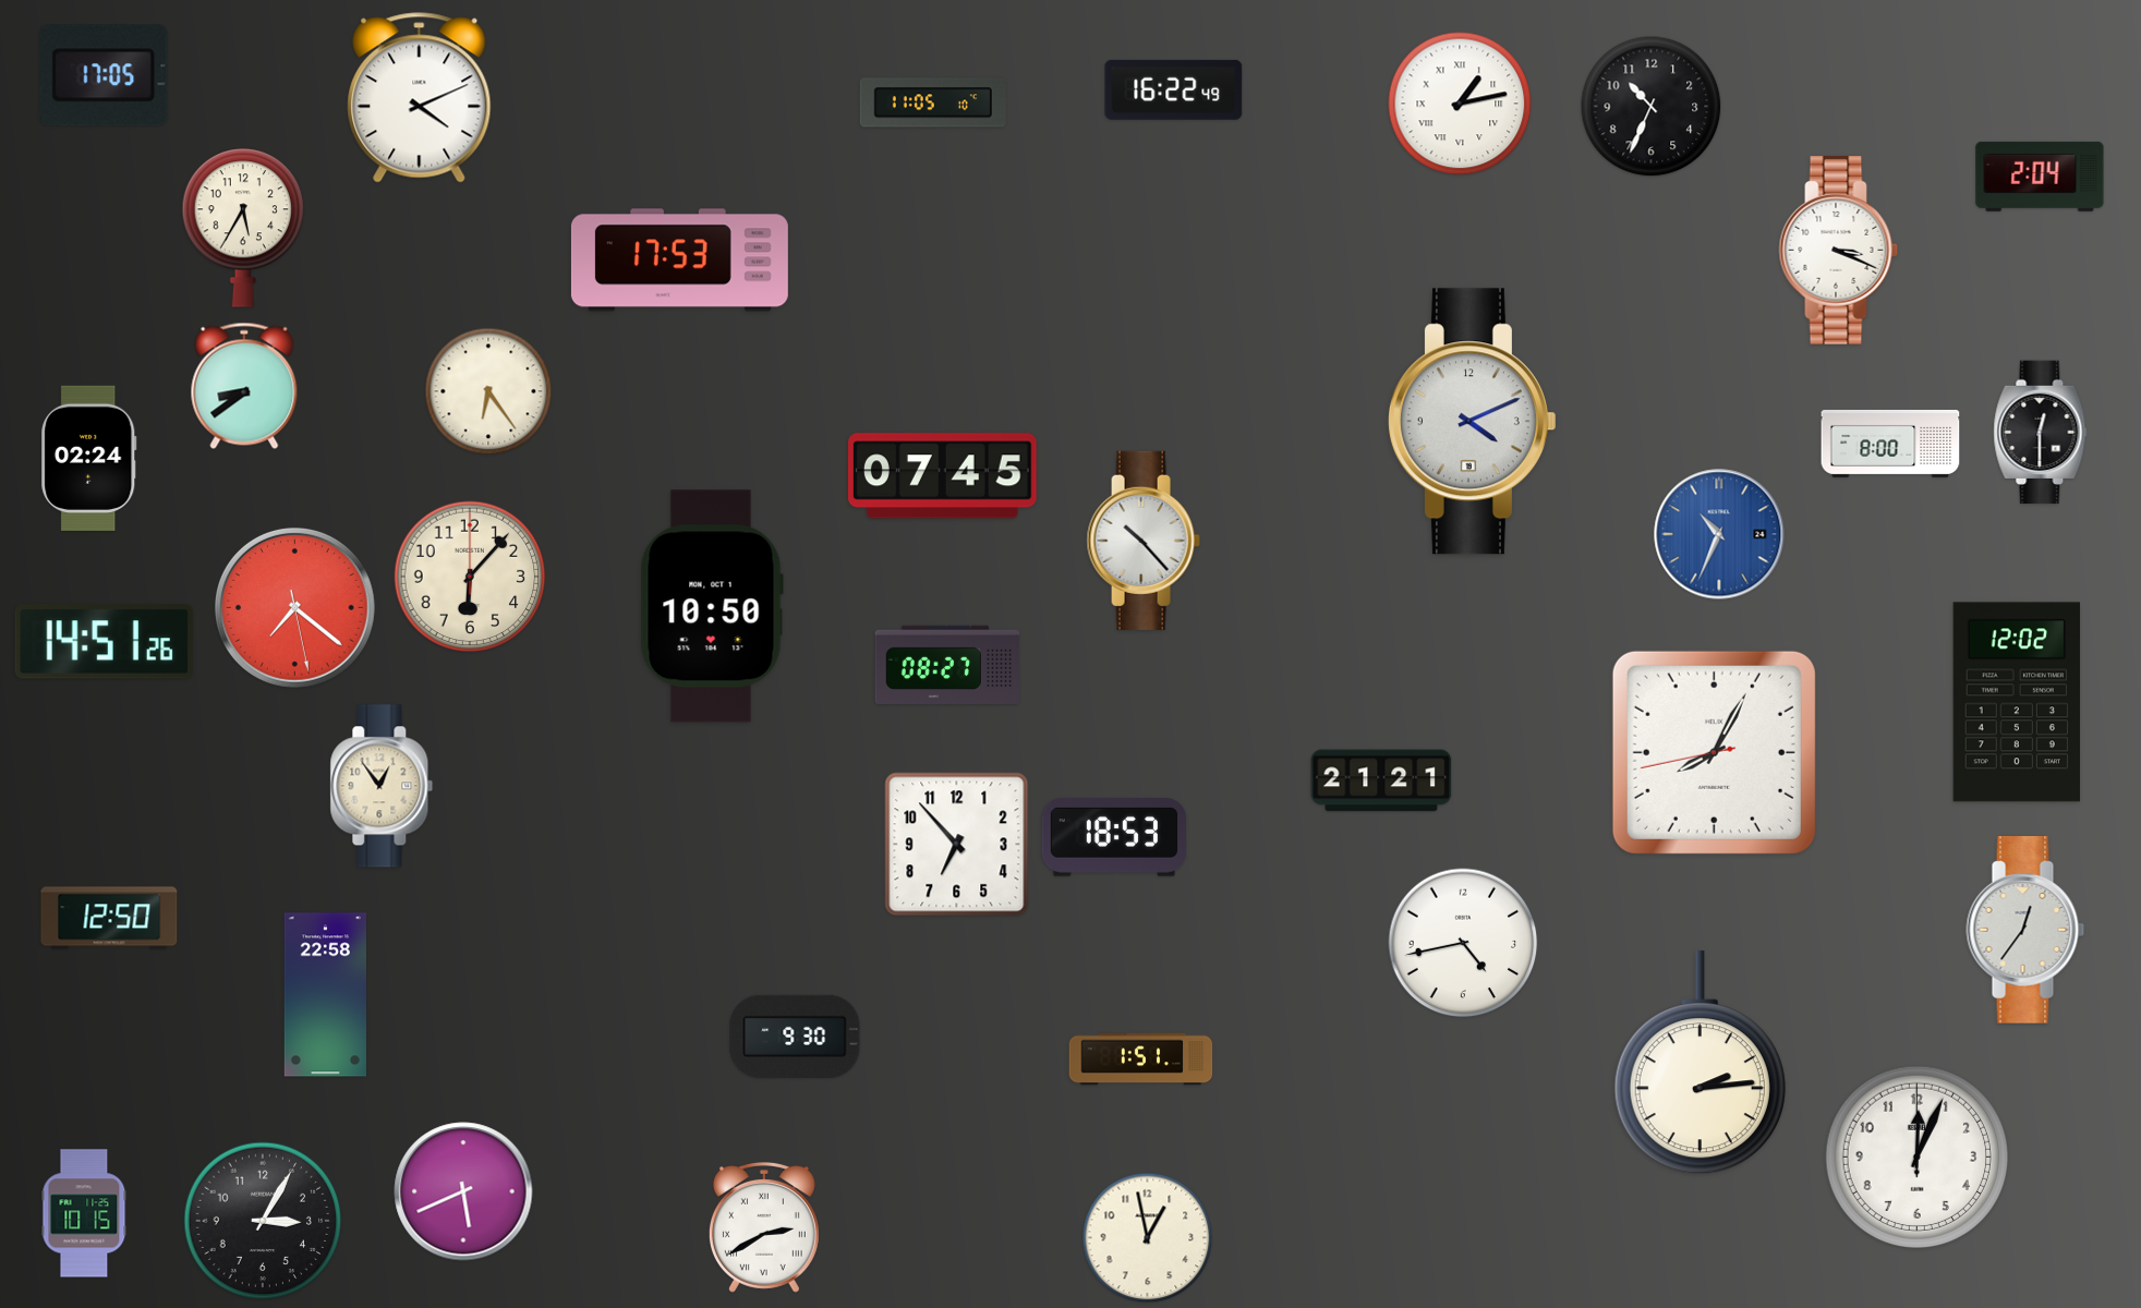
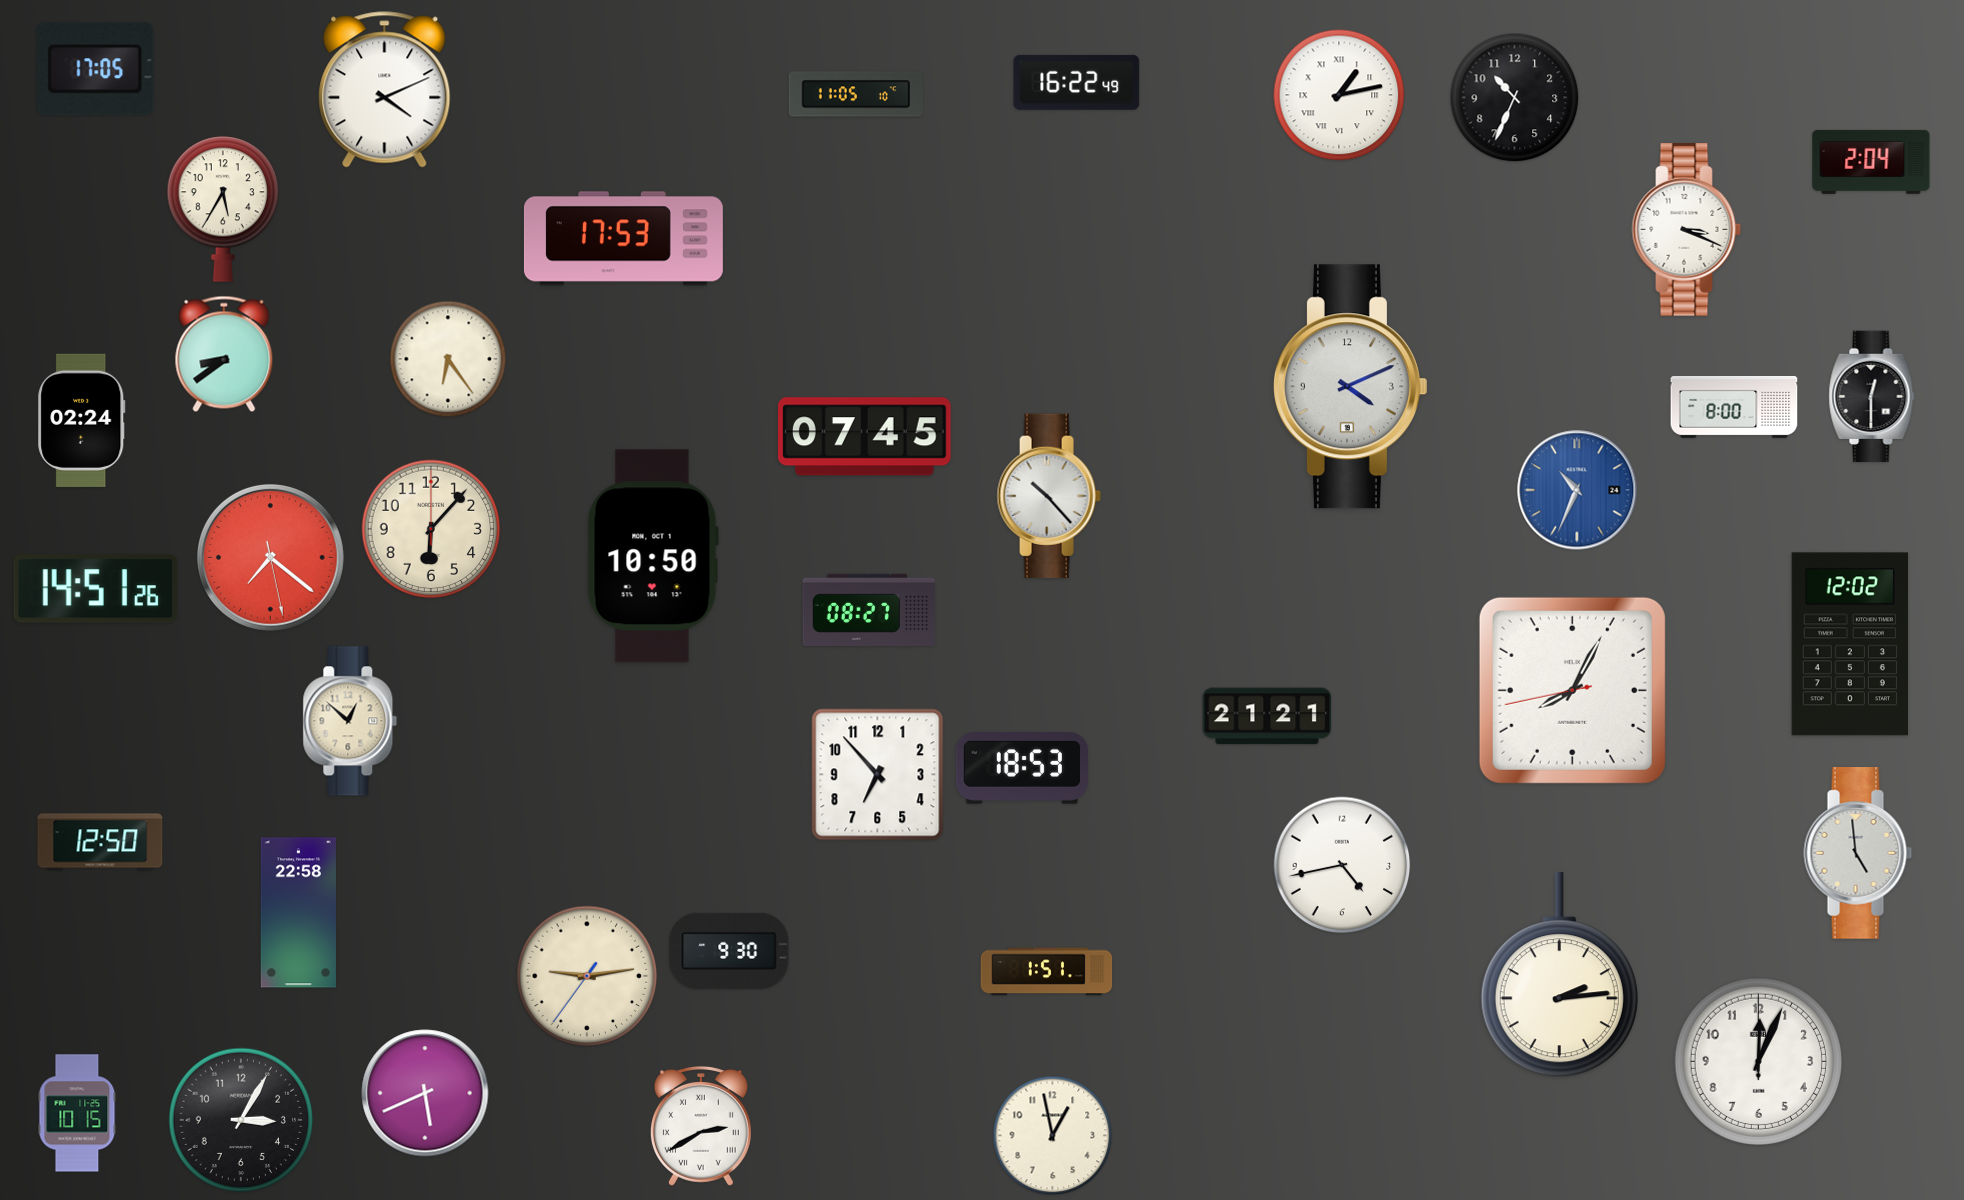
clock at (382, 786): 12:54 -> 12:52
clock at (2025, 931): 12:36 -> 4:59
clock at (587, 976): none -> 9:13
